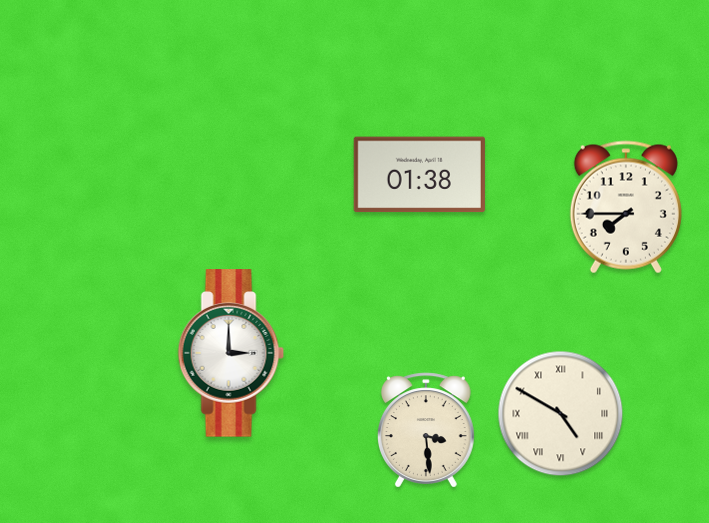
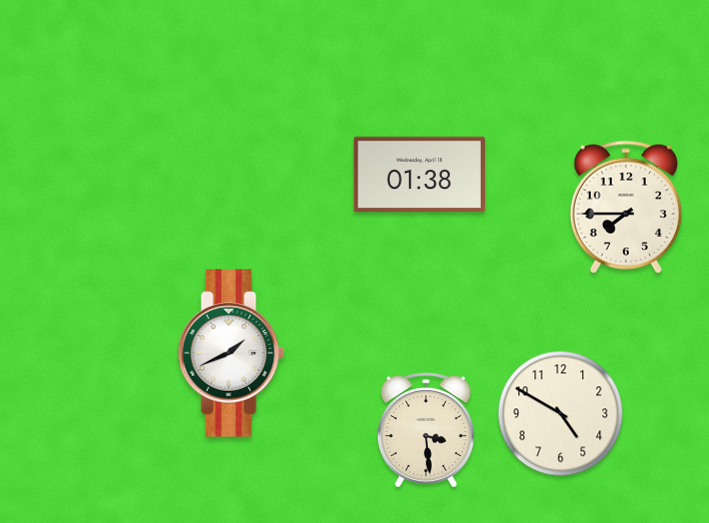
clock at (231, 353): 3:00 -> 1:41
clock at (561, 414) numerals: Roman -> Arabic
